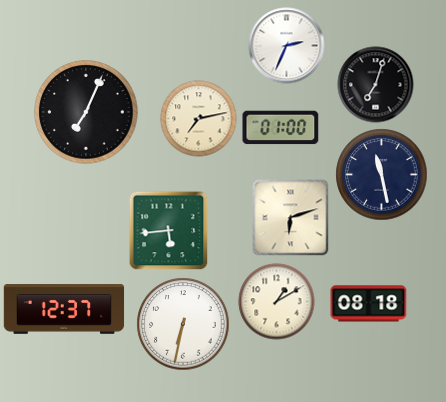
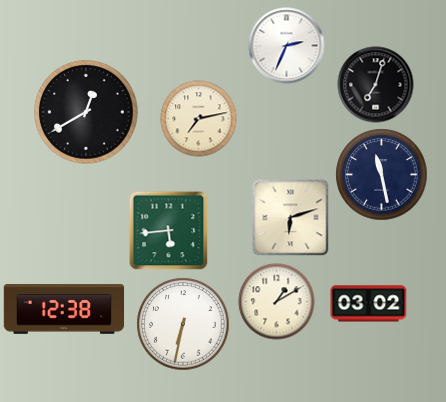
clock at (86, 112): 7:04 -> 12:40
clock at (281, 128): 01:00 -> none
clock at (369, 304): 08:18 -> 03:02
clock at (64, 309): 12:37 -> 12:38
